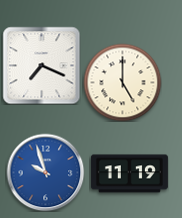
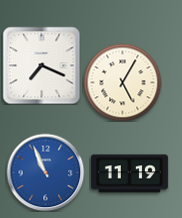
clock at (122, 82): 5:00 -> 5:05
clock at (45, 172): 9:57 -> 10:56
